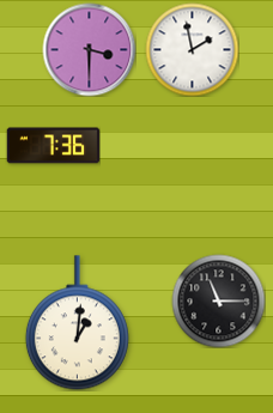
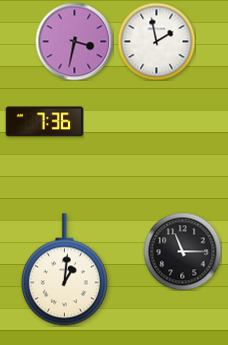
clock at (89, 49): 3:30 -> 3:32
clock at (192, 49) position: (192, 49) -> (156, 41)
